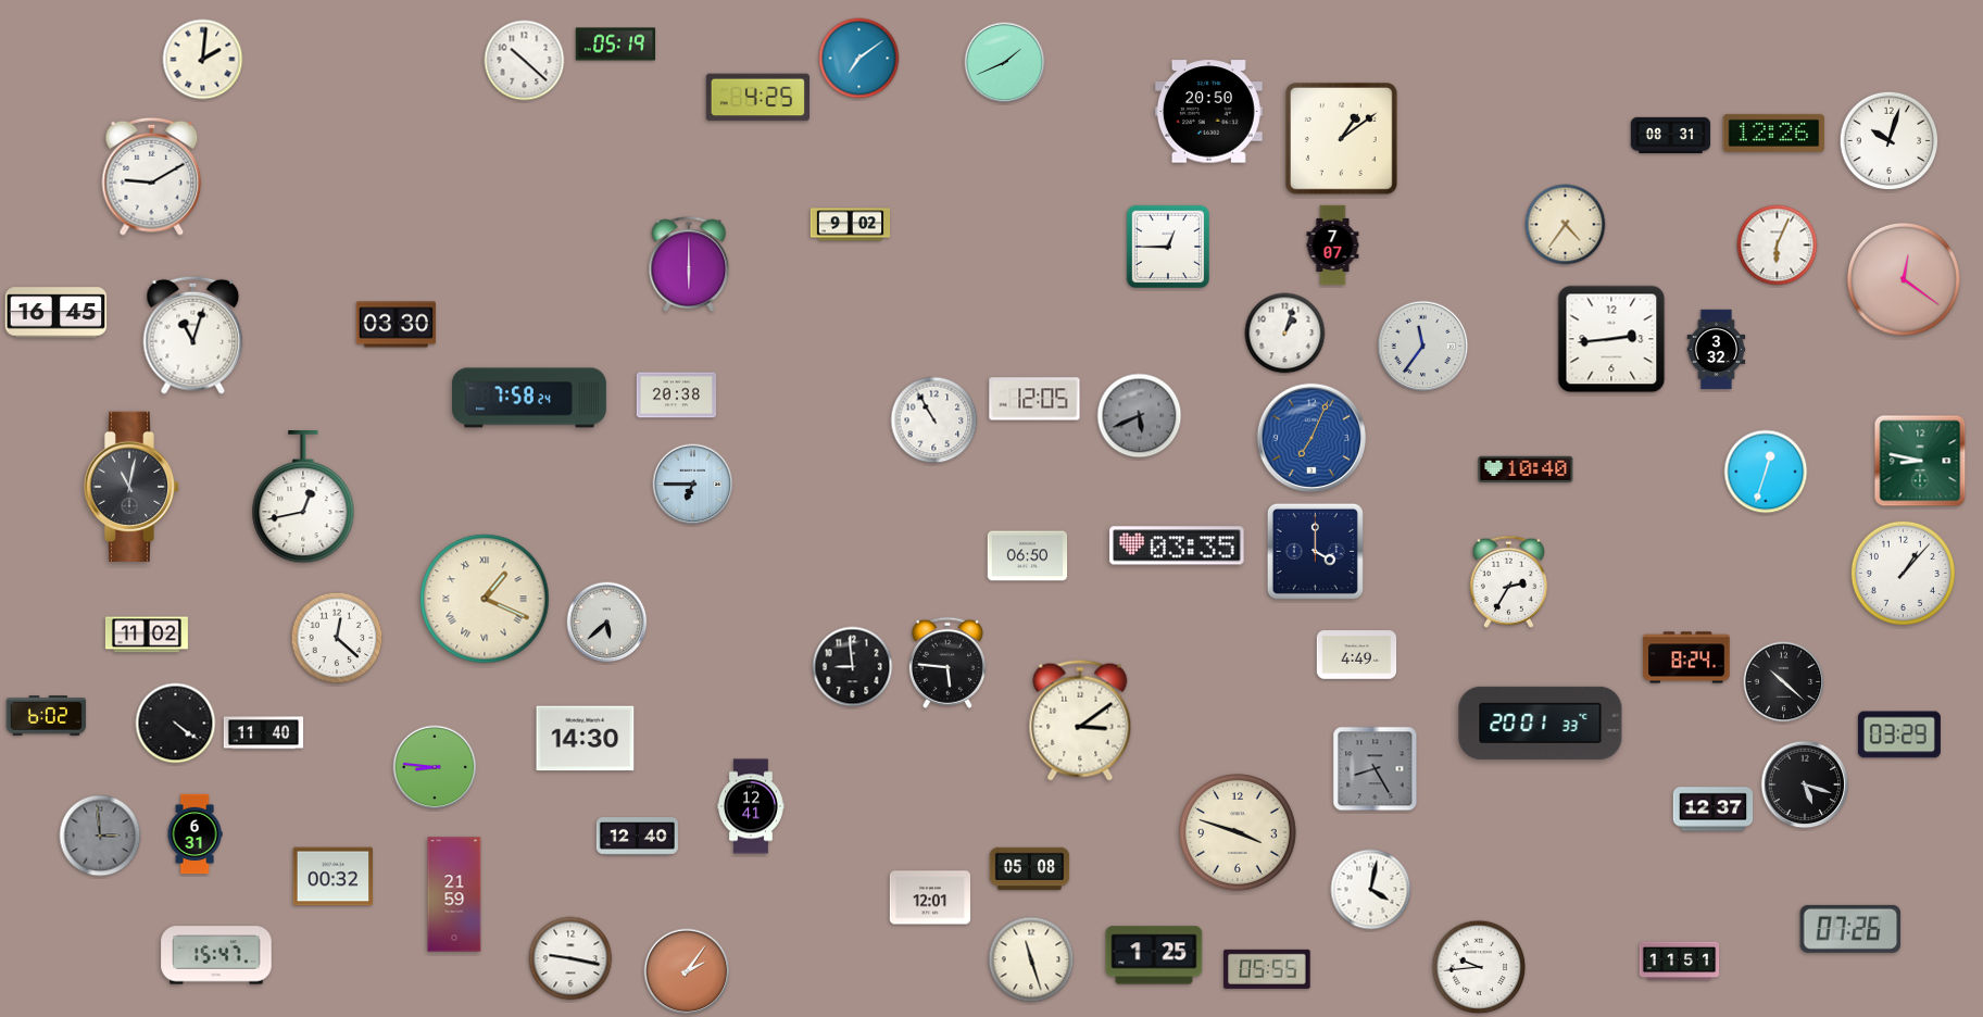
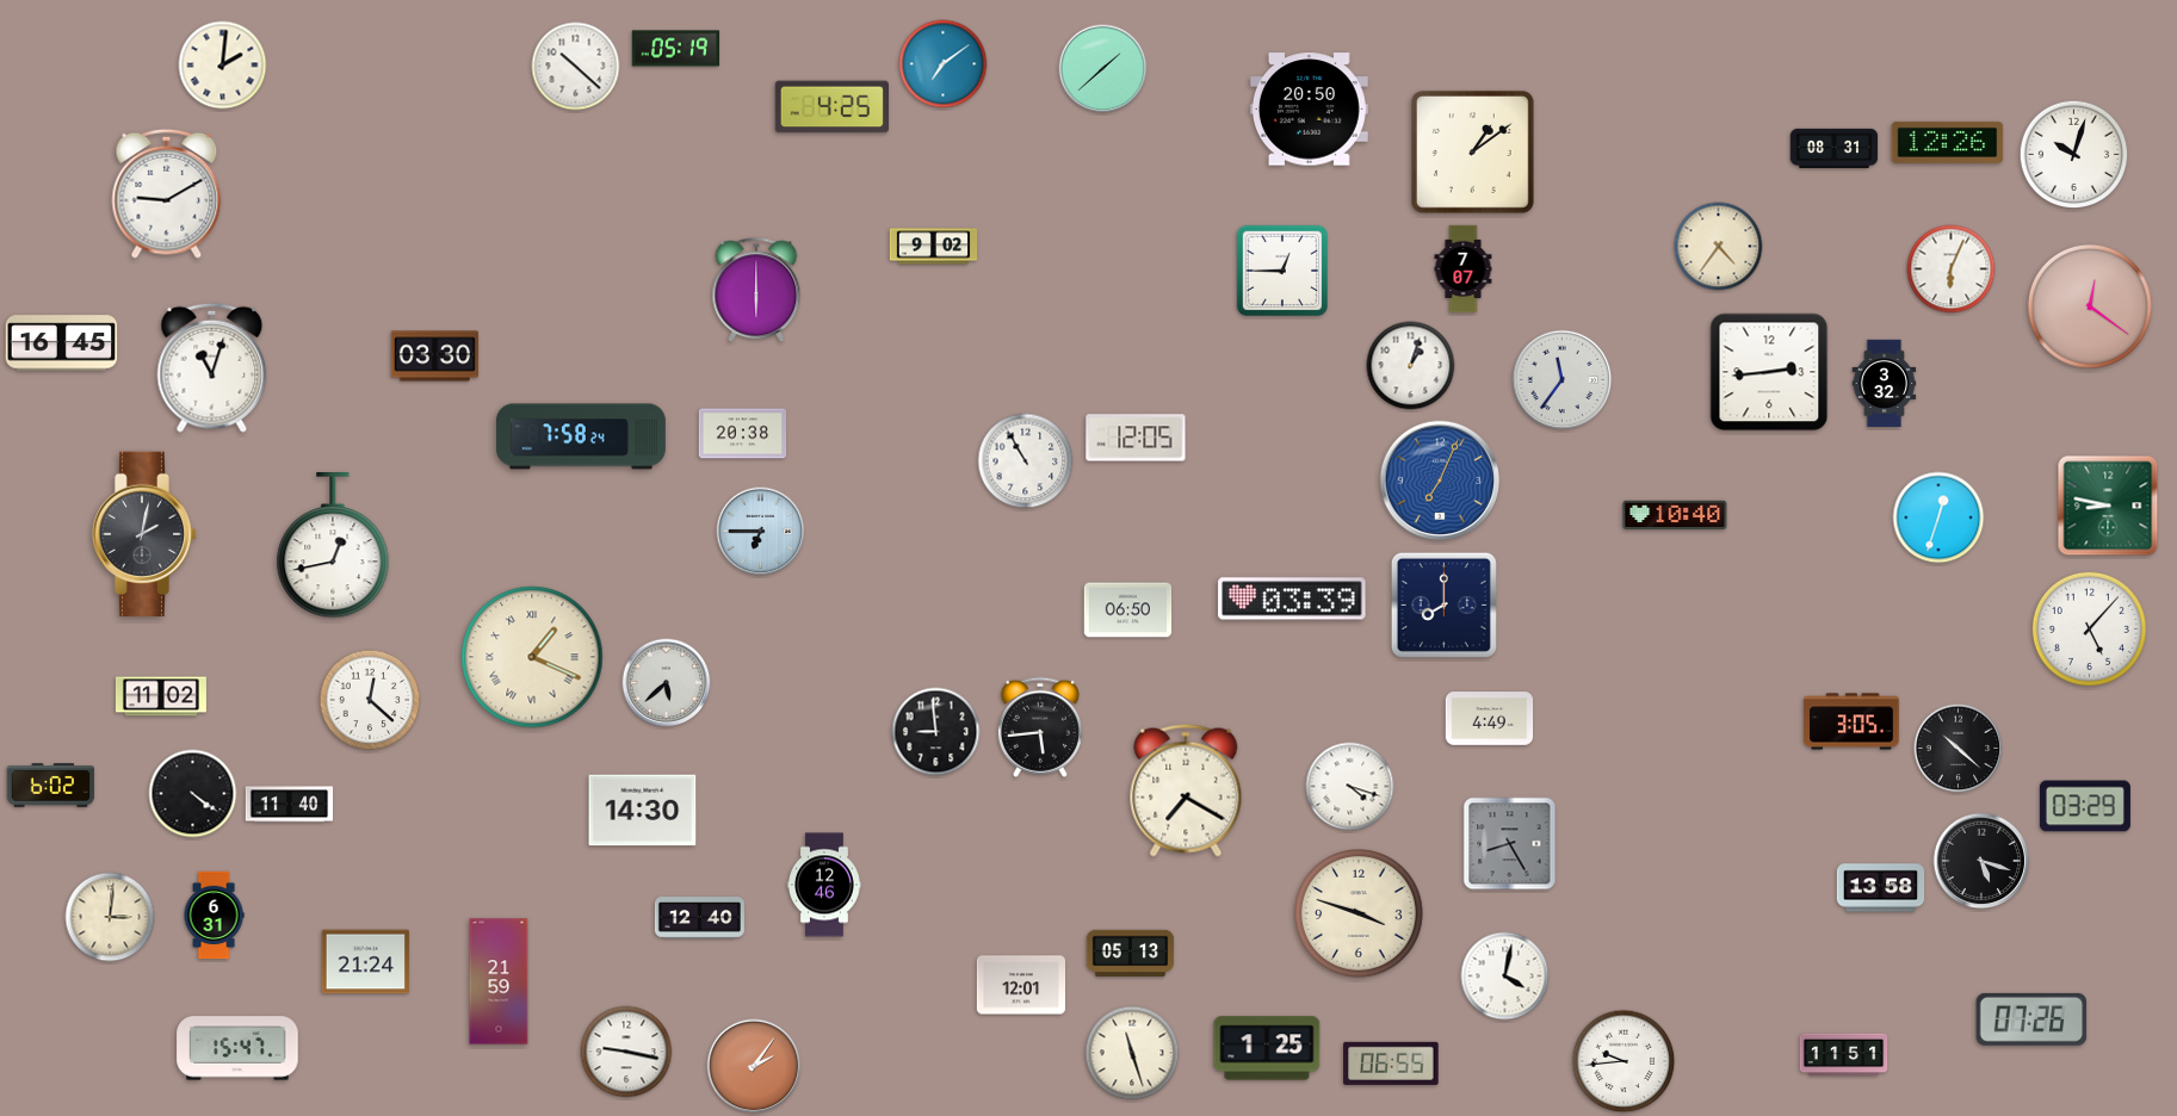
clock at (1005, 63): 1:41 -> 1:38
clock at (1208, 112) position: (1208, 112) -> (1309, 110)
clock at (1774, 133) position: (1774, 133) -> (1948, 142)
clock at (1140, 416): 5:41 -> none
clock at (131, 487): 11:02 -> 2:02
clock at (1177, 545): 03:35 -> 03:39
clock at (1315, 551): 4:00 -> 8:00
clock at (1903, 573): 1:07 -> 5:07
clock at (1508, 581): 2:35 -> none
clock at (1686, 657): 8:24 -> 3:05
clock at (947, 663): 5:46 -> 5:44
clock at (1350, 787): none -> 4:18
clock at (1080, 720): 3:09 -> 7:20
clock at (1541, 723): 20:01 -> none
clock at (435, 767): 8:46 -> none
clock at (752, 806): 12:41 -> 12:46
clock at (1714, 809): 12:37 -> 13:58
clock at (100, 836): 2:59 -> 3:01
clock at (100, 836) dial: grey -> cream
clock at (1030, 869): 05:08 -> 05:13
clock at (334, 877): 00:32 -> 21:24
clock at (1267, 969): 05:55 -> 06:55
